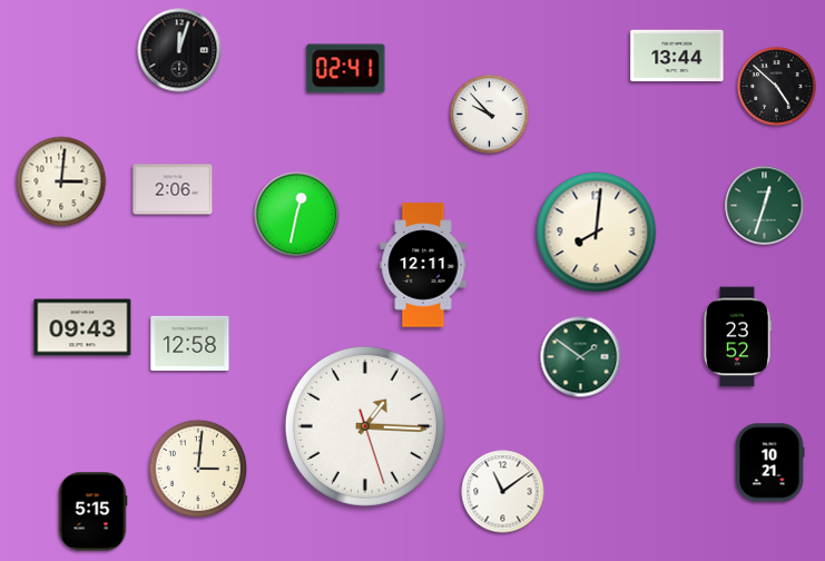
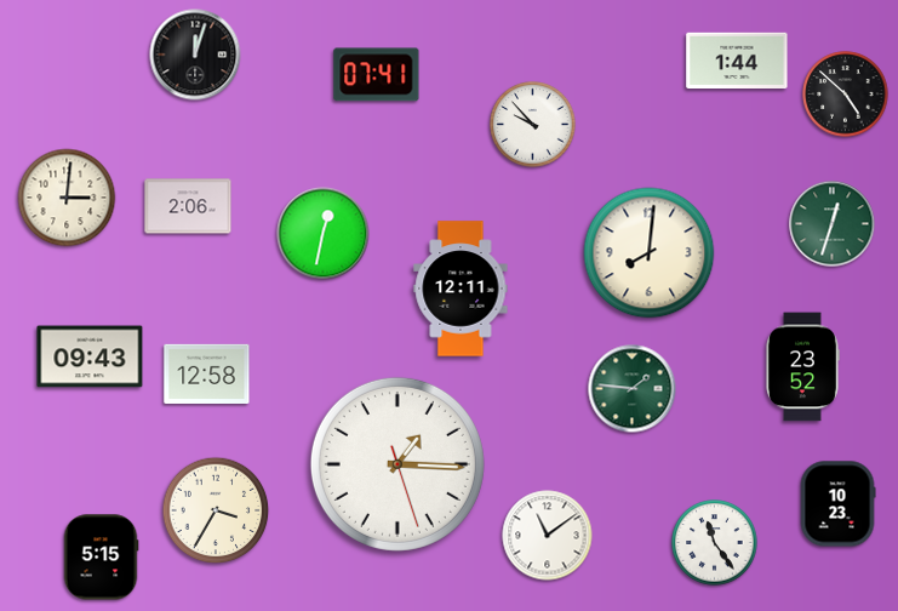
clock at (677, 56): 13:44 -> 1:44
clock at (346, 69): 02:41 -> 07:41
clock at (581, 357): 1:51 -> 1:46
clock at (769, 463): 10:21 -> 10:23
clock at (198, 469): 3:01 -> 3:35
clock at (715, 543): none -> 11:24
